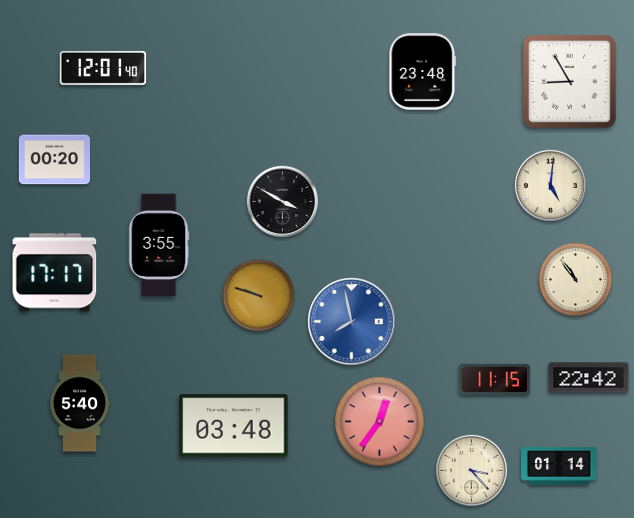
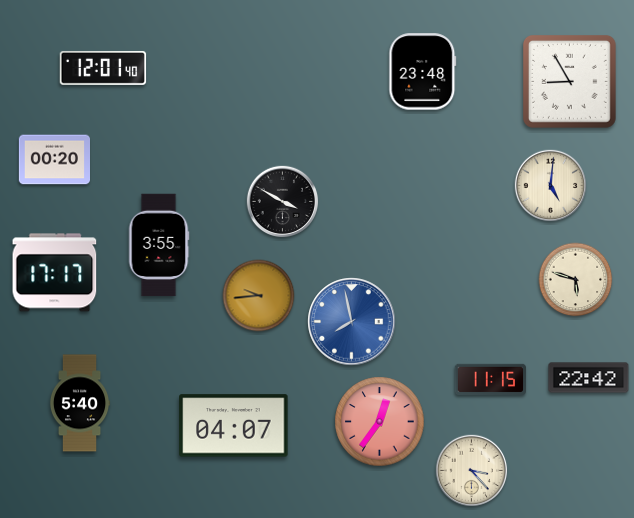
clock at (576, 280): 10:54 -> 5:48
clock at (259, 296): 9:48 -> 9:44
clock at (494, 379) position: (494, 379) -> (490, 379)
clock at (234, 426): 03:48 -> 04:07
clock at (559, 466): 01:14 -> none
